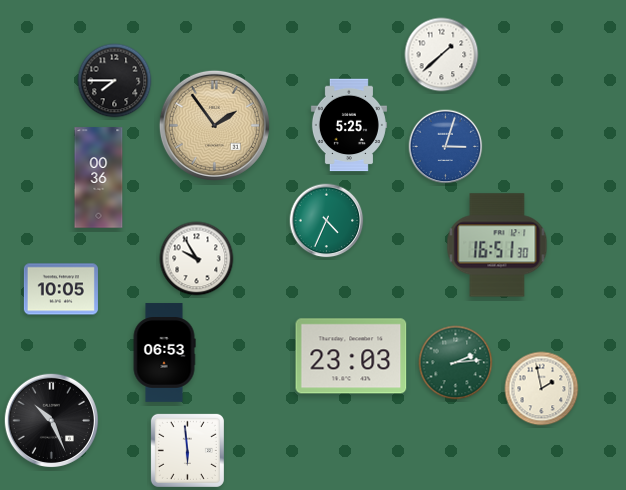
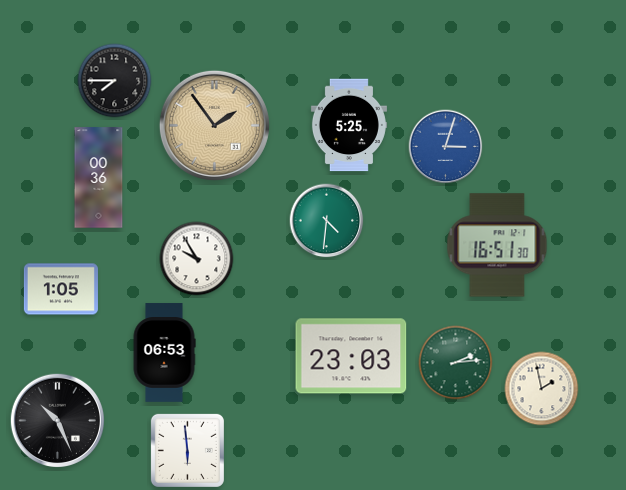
clock at (442, 55): 1:38 -> none
clock at (327, 221): 4:34 -> 4:31
clock at (61, 289): 10:05 -> 1:05
clock at (51, 420) position: (51, 420) -> (57, 420)
